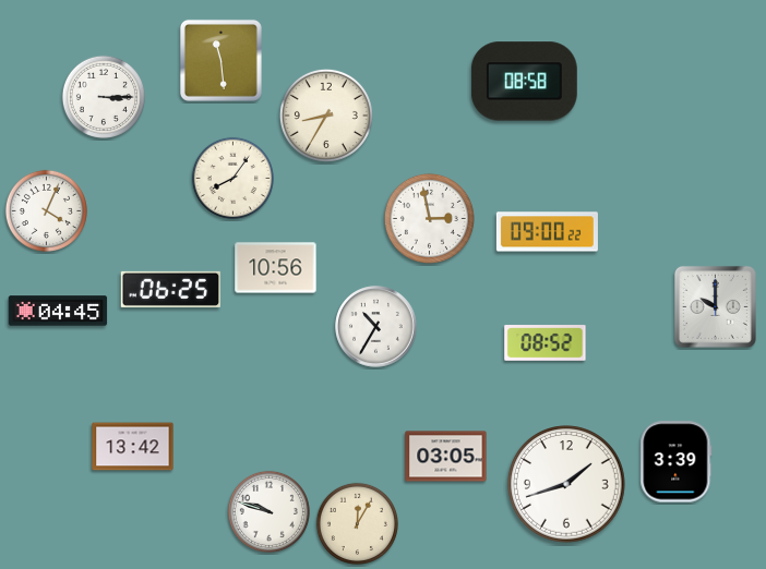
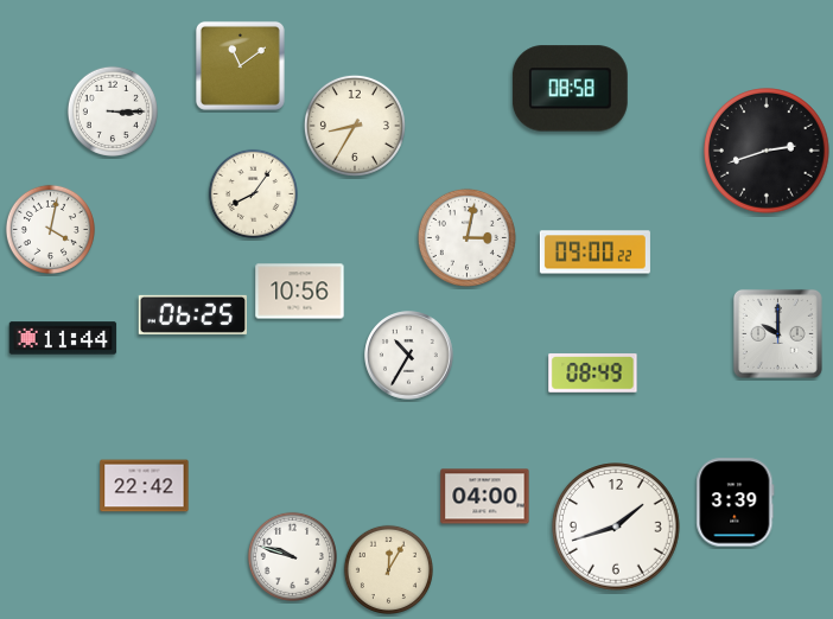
clock at (220, 60): 11:29 -> 11:09
clock at (104, 97) position: (104, 97) -> (113, 111)
clock at (767, 151): none -> 2:42
clock at (46, 210): 4:04 -> 4:02
clock at (429, 218): 2:58 -> 3:02
clock at (170, 289) position: (170, 289) -> (192, 314)
clock at (58, 311): 04:45 -> 11:44
clock at (546, 343): 08:52 -> 08:49
clock at (133, 447): 13:42 -> 22:42
clock at (446, 457): 03:05 -> 04:00
